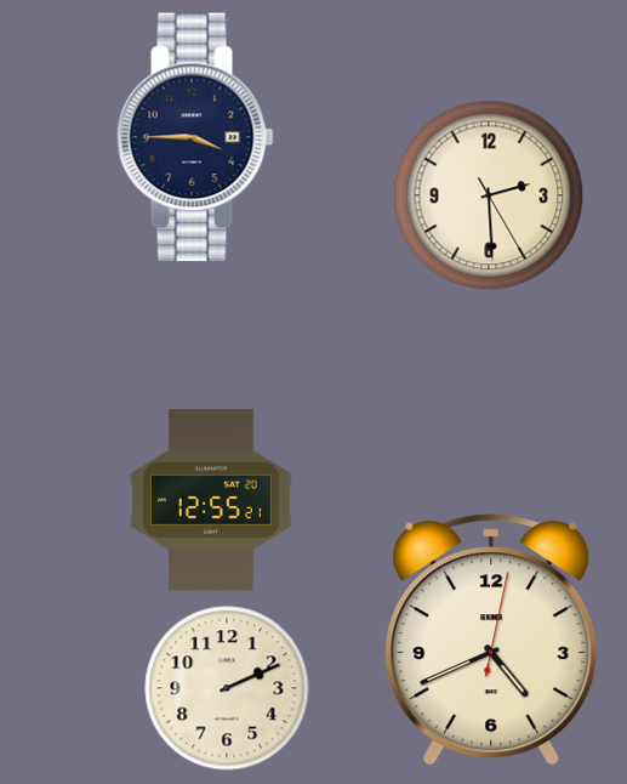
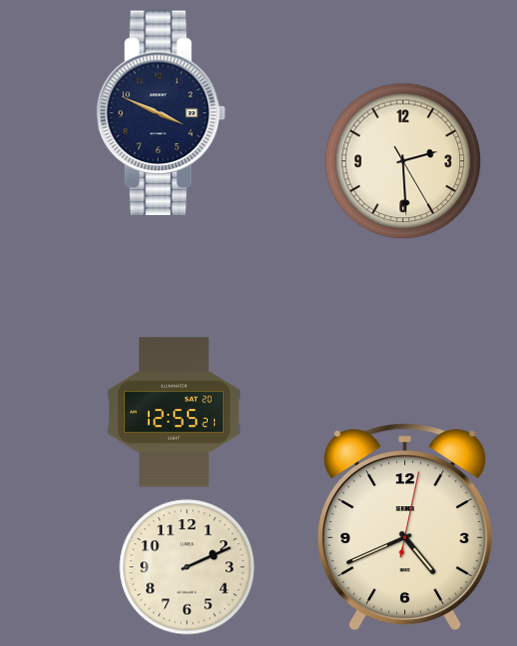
clock at (195, 137): 3:45 -> 3:49
